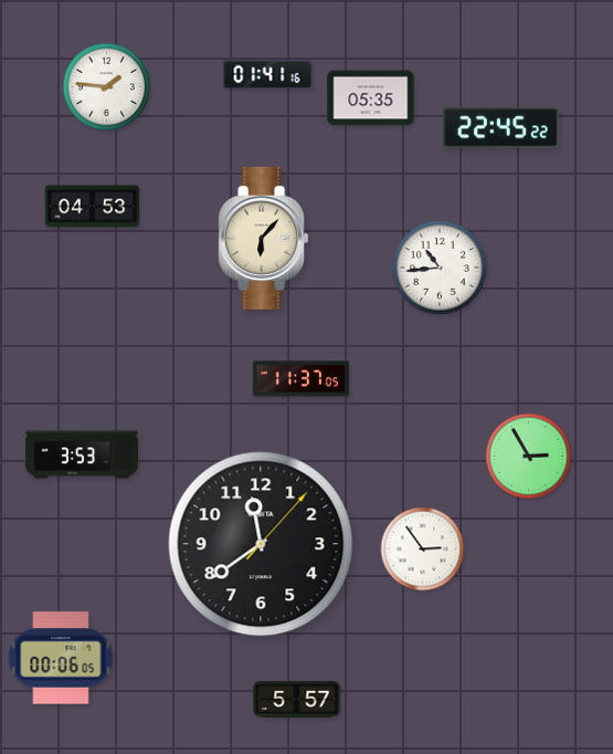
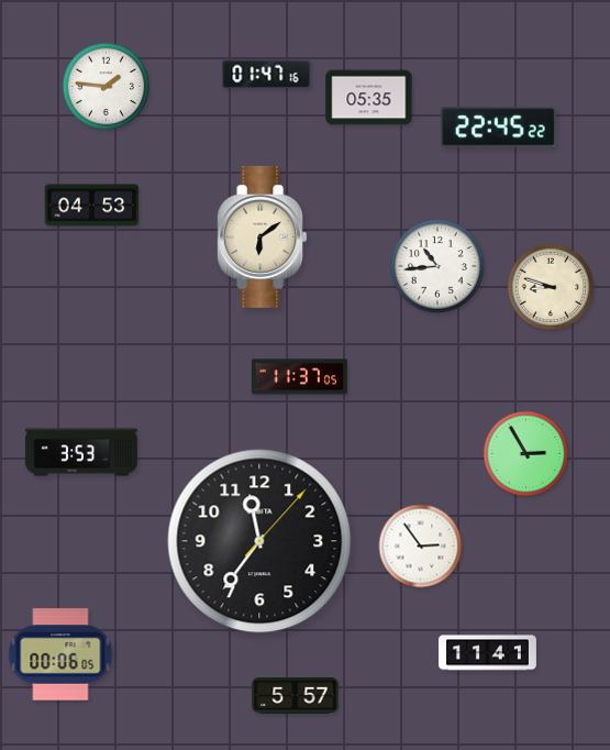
clock at (268, 75): 01:41 -> 01:47
clock at (264, 238): 6:07 -> 6:09
clock at (551, 287): none -> 8:48
clock at (261, 544): 11:39 -> 11:36
clock at (488, 653): none -> 11:41
